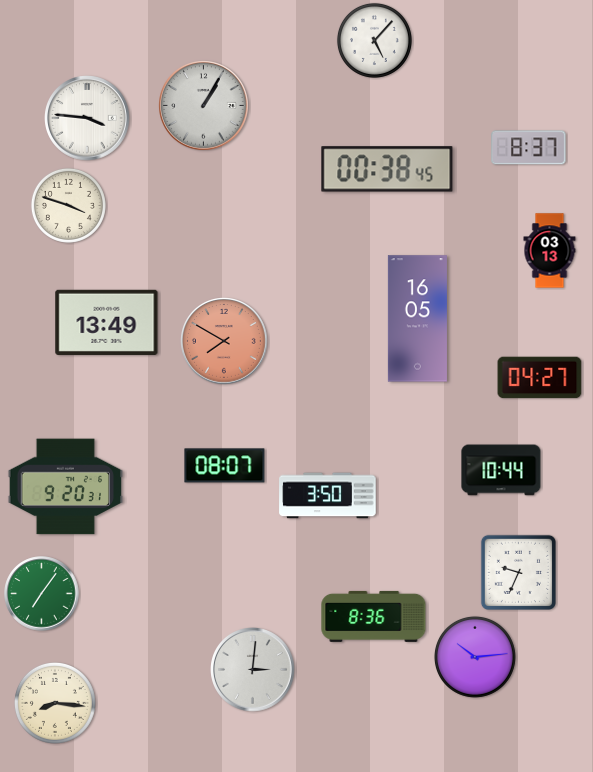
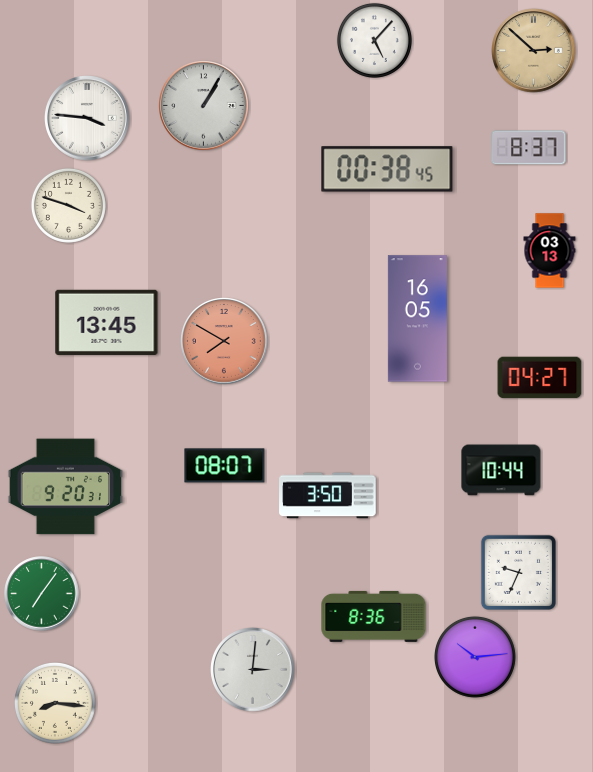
clock at (534, 51): none -> 2:52
clock at (107, 322): 13:49 -> 13:45
